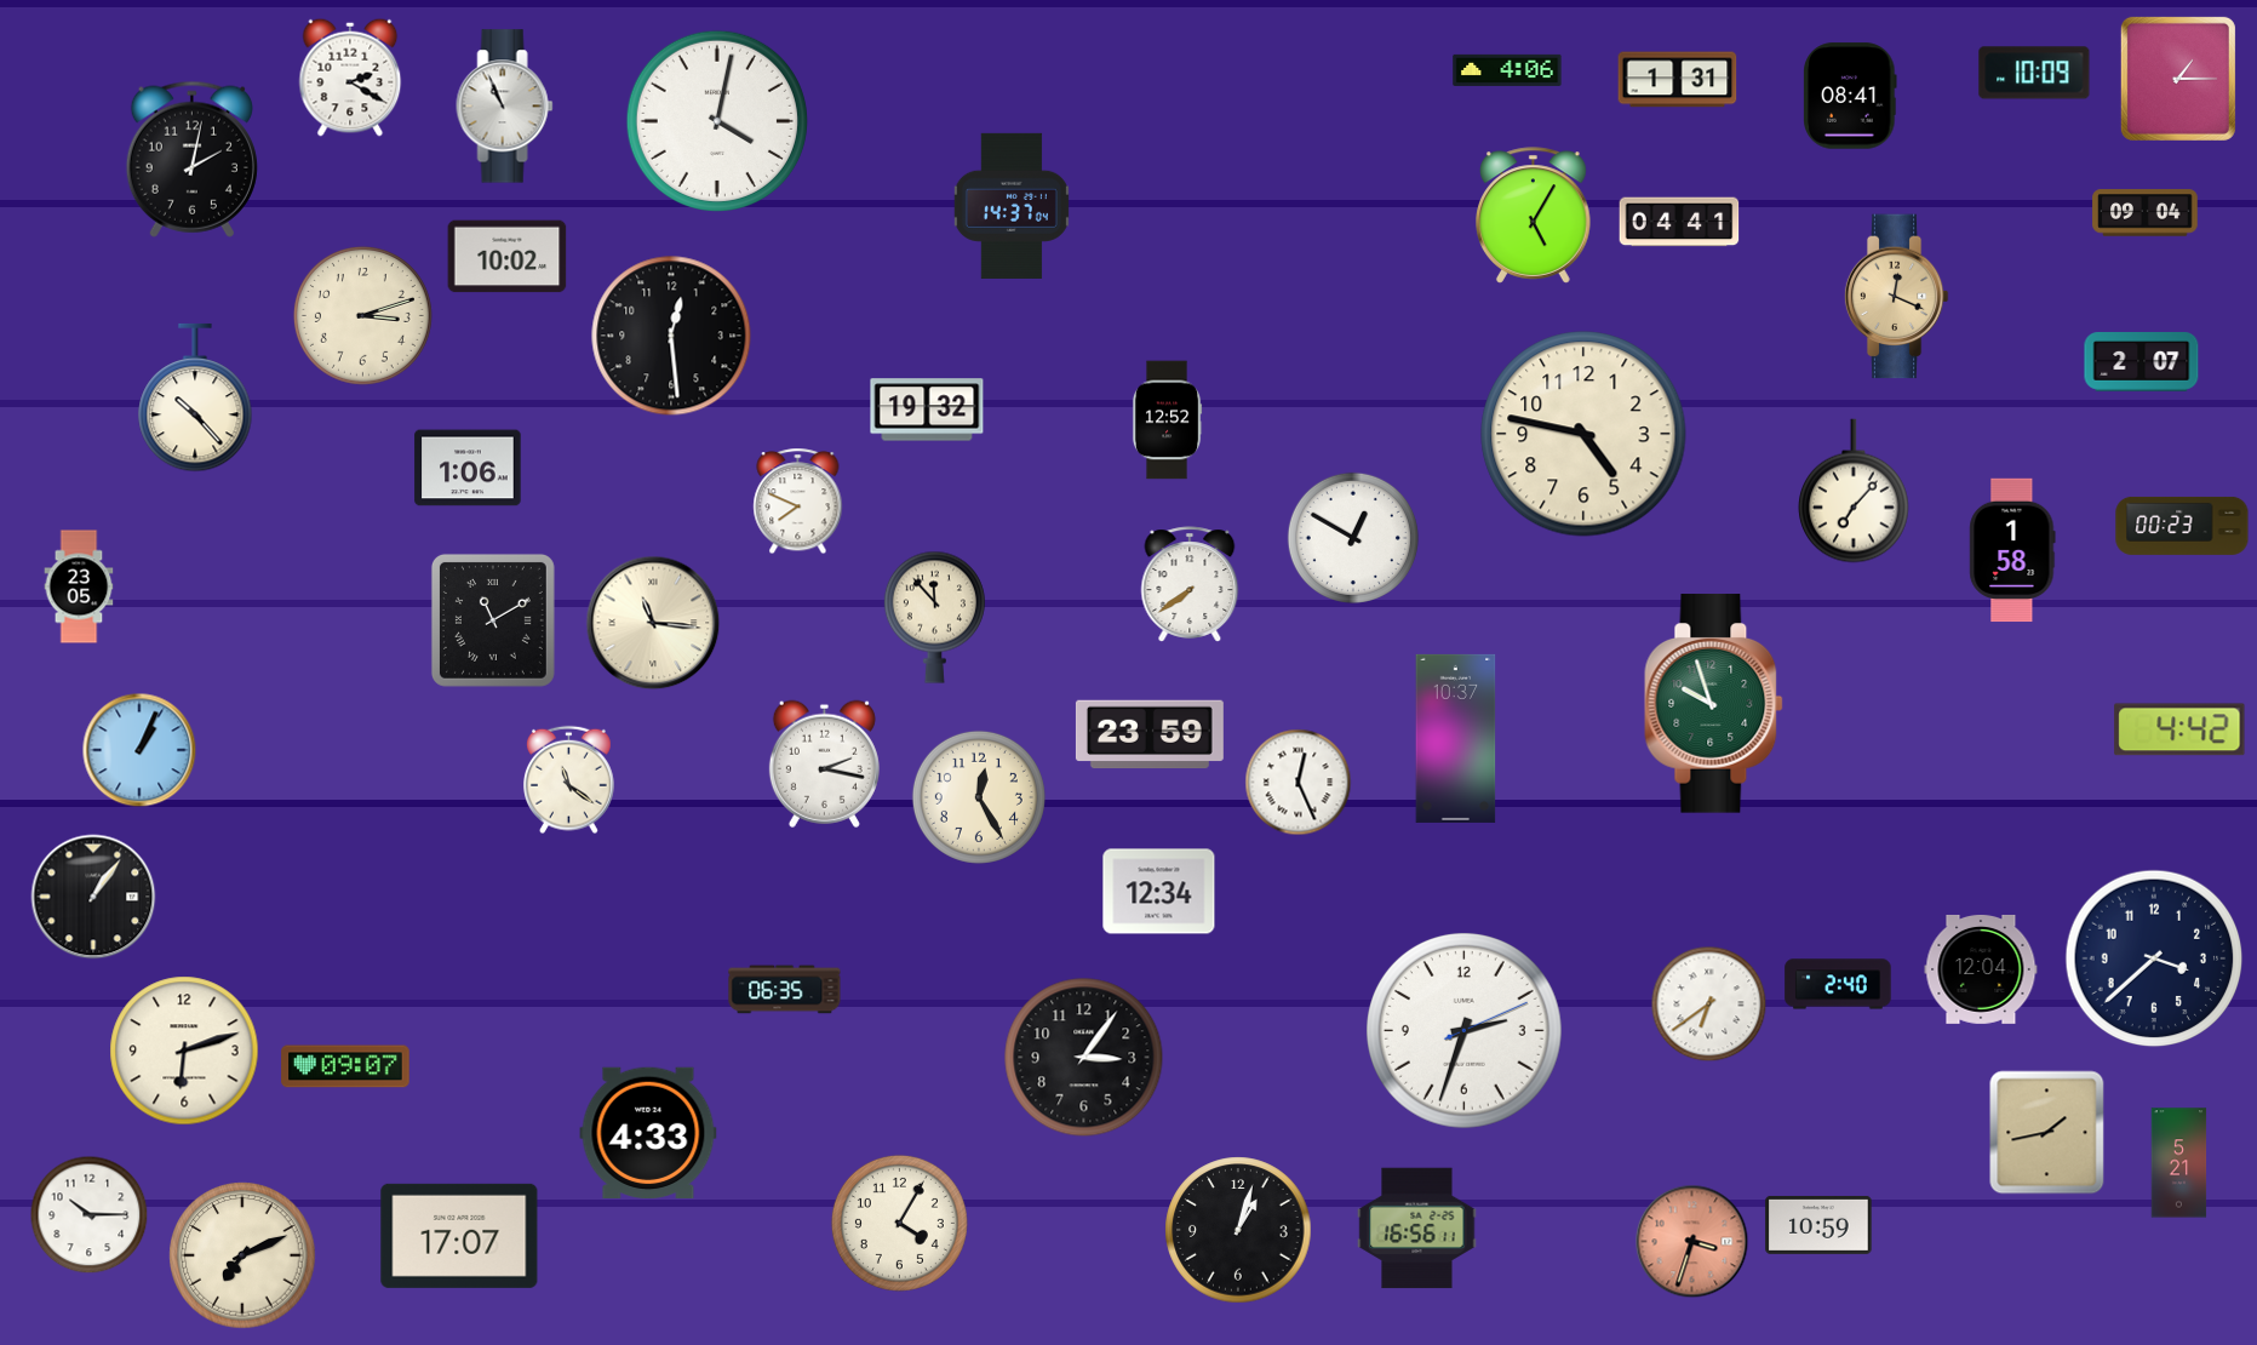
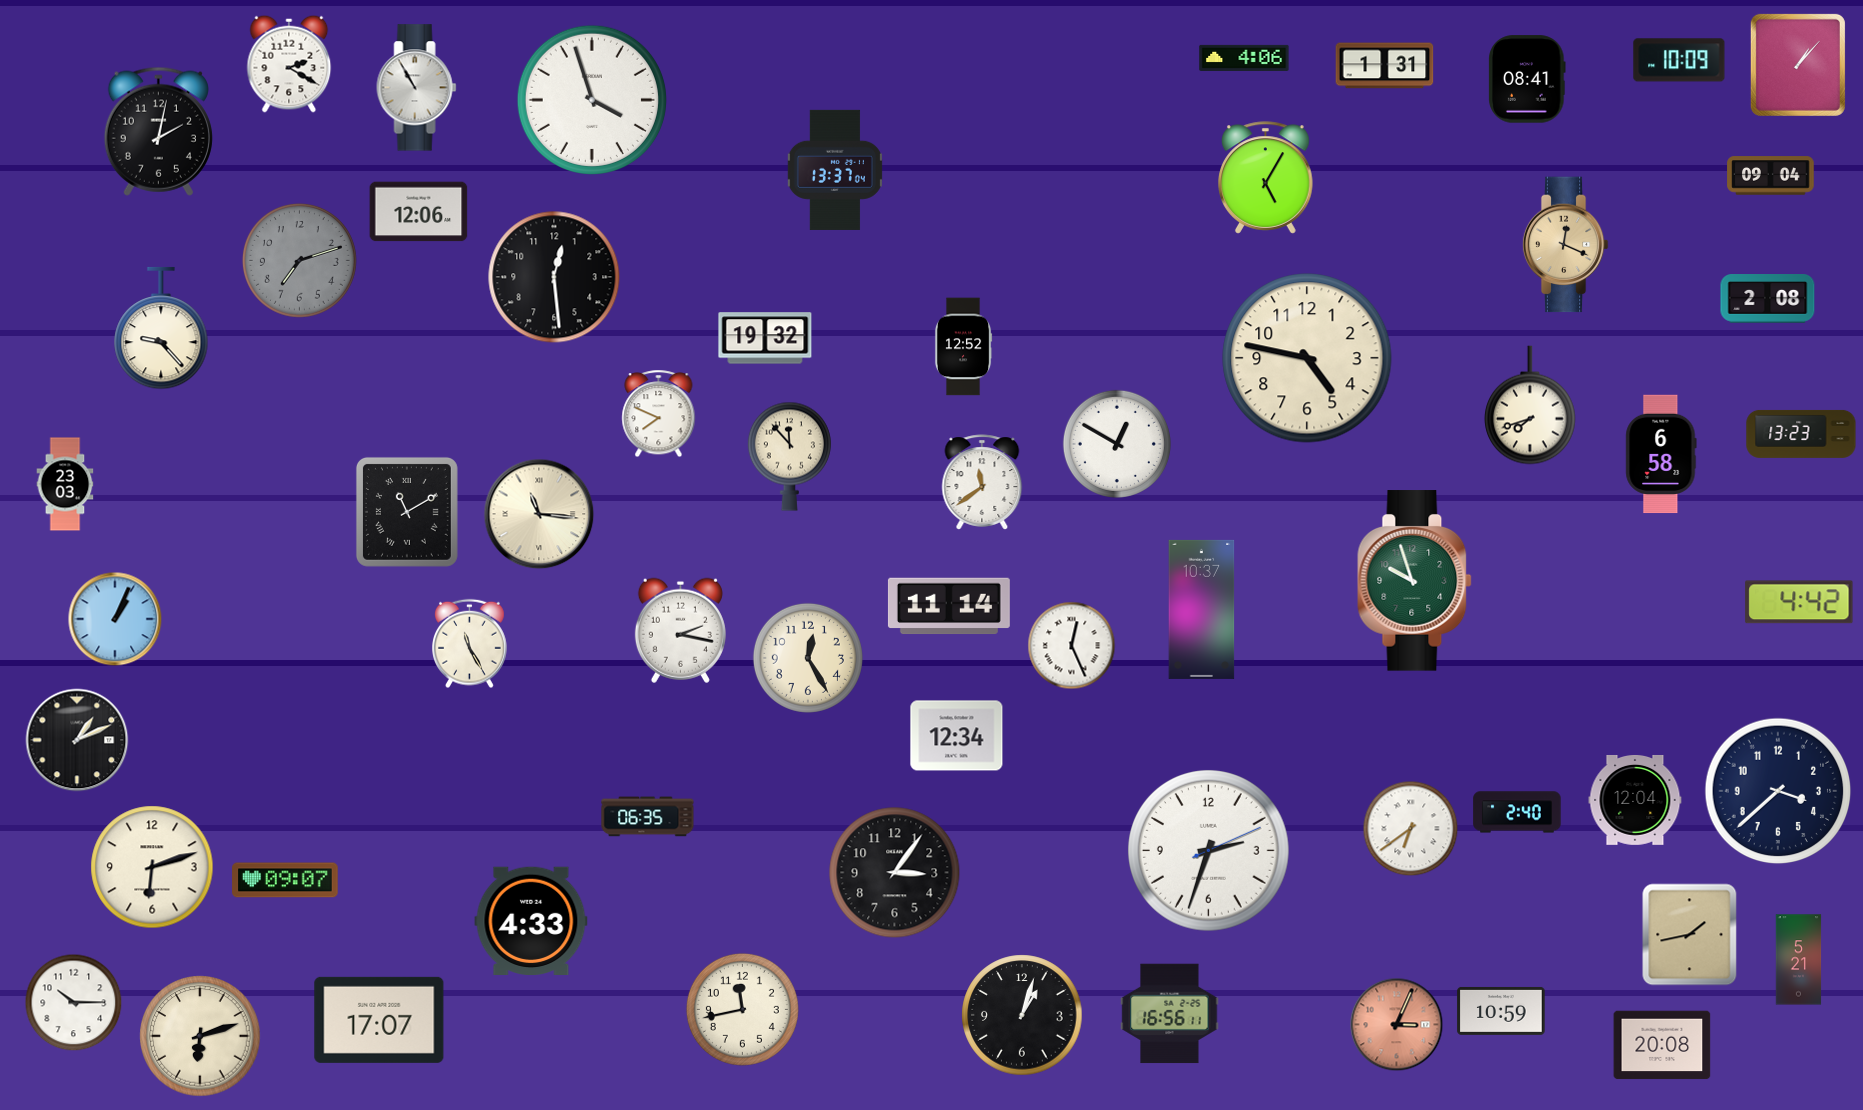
clock at (2178, 79): 1:15 -> 1:07
clock at (505, 107): 10:56 -> 10:55
clock at (717, 121): 4:02 -> 3:57
clock at (1012, 206): 14:37 -> 13:37
clock at (1679, 222): 04:41 -> none
clock at (508, 257): 10:02 -> 12:06
clock at (362, 315): 3:12 -> 7:12
clock at (362, 315) dial: cream -> grey
clock at (2142, 362): 2:07 -> 2:08
clock at (195, 397): 10:23 -> 9:23
clock at (468, 468): 1:06 -> none
clock at (1855, 491): 7:07 -> 7:42
clock at (2182, 526): 00:23 -> 13:23
clock at (2012, 550): 1:58 -> 6:58
clock at (1190, 584): 7:39 -> 11:39
clock at (79, 586): 23:05 -> 23:03
clock at (934, 617) position: (934, 617) -> (789, 456)
clock at (1150, 734): 23:59 -> 11:14
clock at (569, 780): 11:21 -> 11:25
clock at (93, 897): 1:06 -> 1:11
clock at (648, 1132) position: (648, 1132) -> (531, 920)
clock at (899, 1223): 4:05 -> 11:43
clock at (1692, 1242): 3:33 -> 3:04
clock at (242, 1255): 7:11 -> 6:12
clock at (1662, 1045): none -> 20:08
